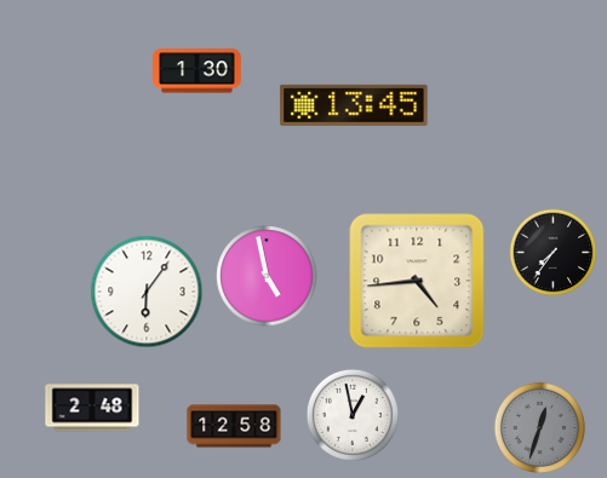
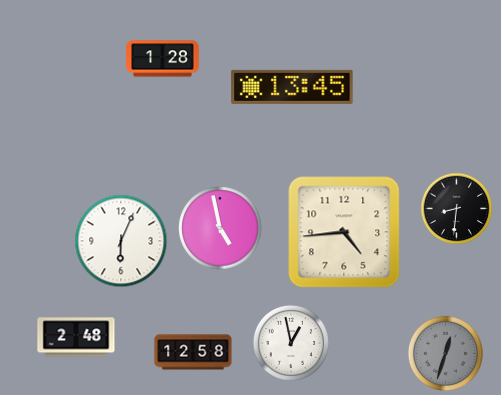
clock at (197, 71): 1:30 -> 1:28
clock at (554, 253): 7:36 -> 8:31
clock at (147, 292): 6:06 -> 6:04
